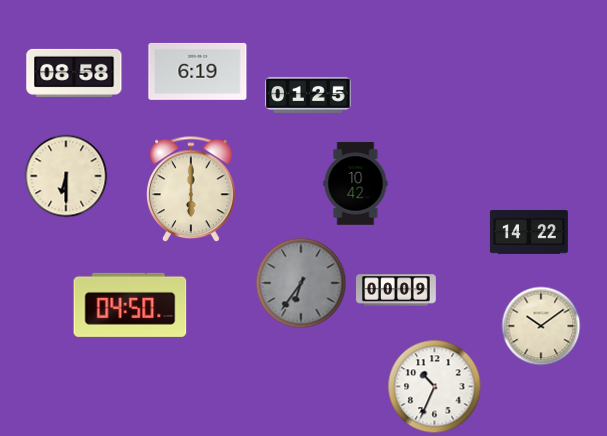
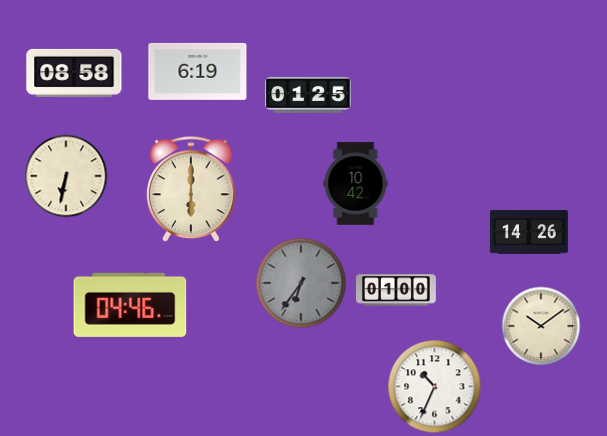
clock at (66, 176): 6:30 -> 6:32
clock at (529, 232): 14:22 -> 14:26
clock at (397, 290): 00:09 -> 01:00
clock at (130, 305): 04:50 -> 04:46
